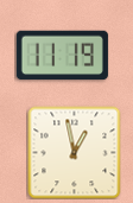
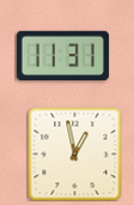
clock at (62, 56): 11:19 -> 11:31
